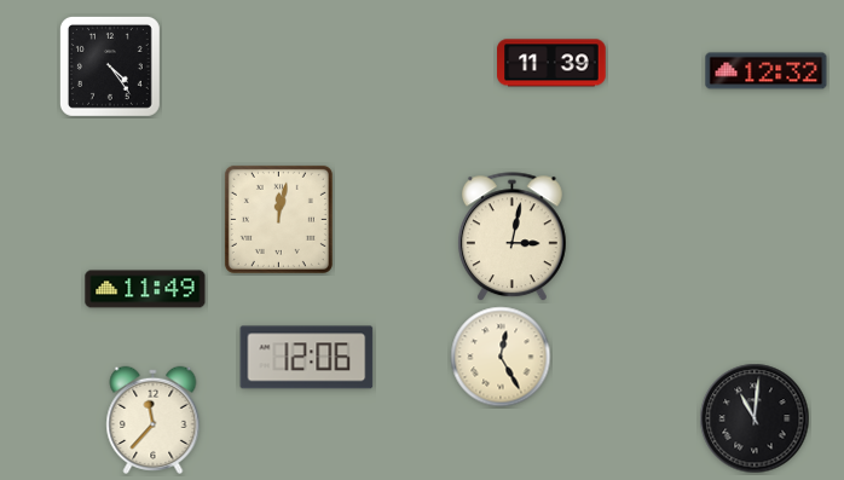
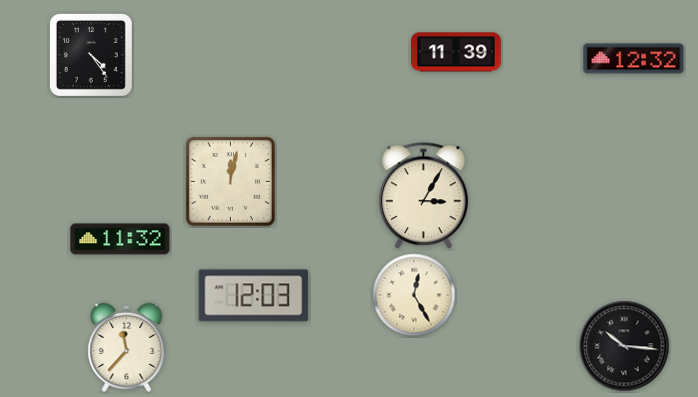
clock at (511, 237): 3:02 -> 3:05
clock at (145, 289): 11:49 -> 11:32
clock at (307, 358): 12:06 -> 12:03
clock at (755, 418): 11:01 -> 10:16
